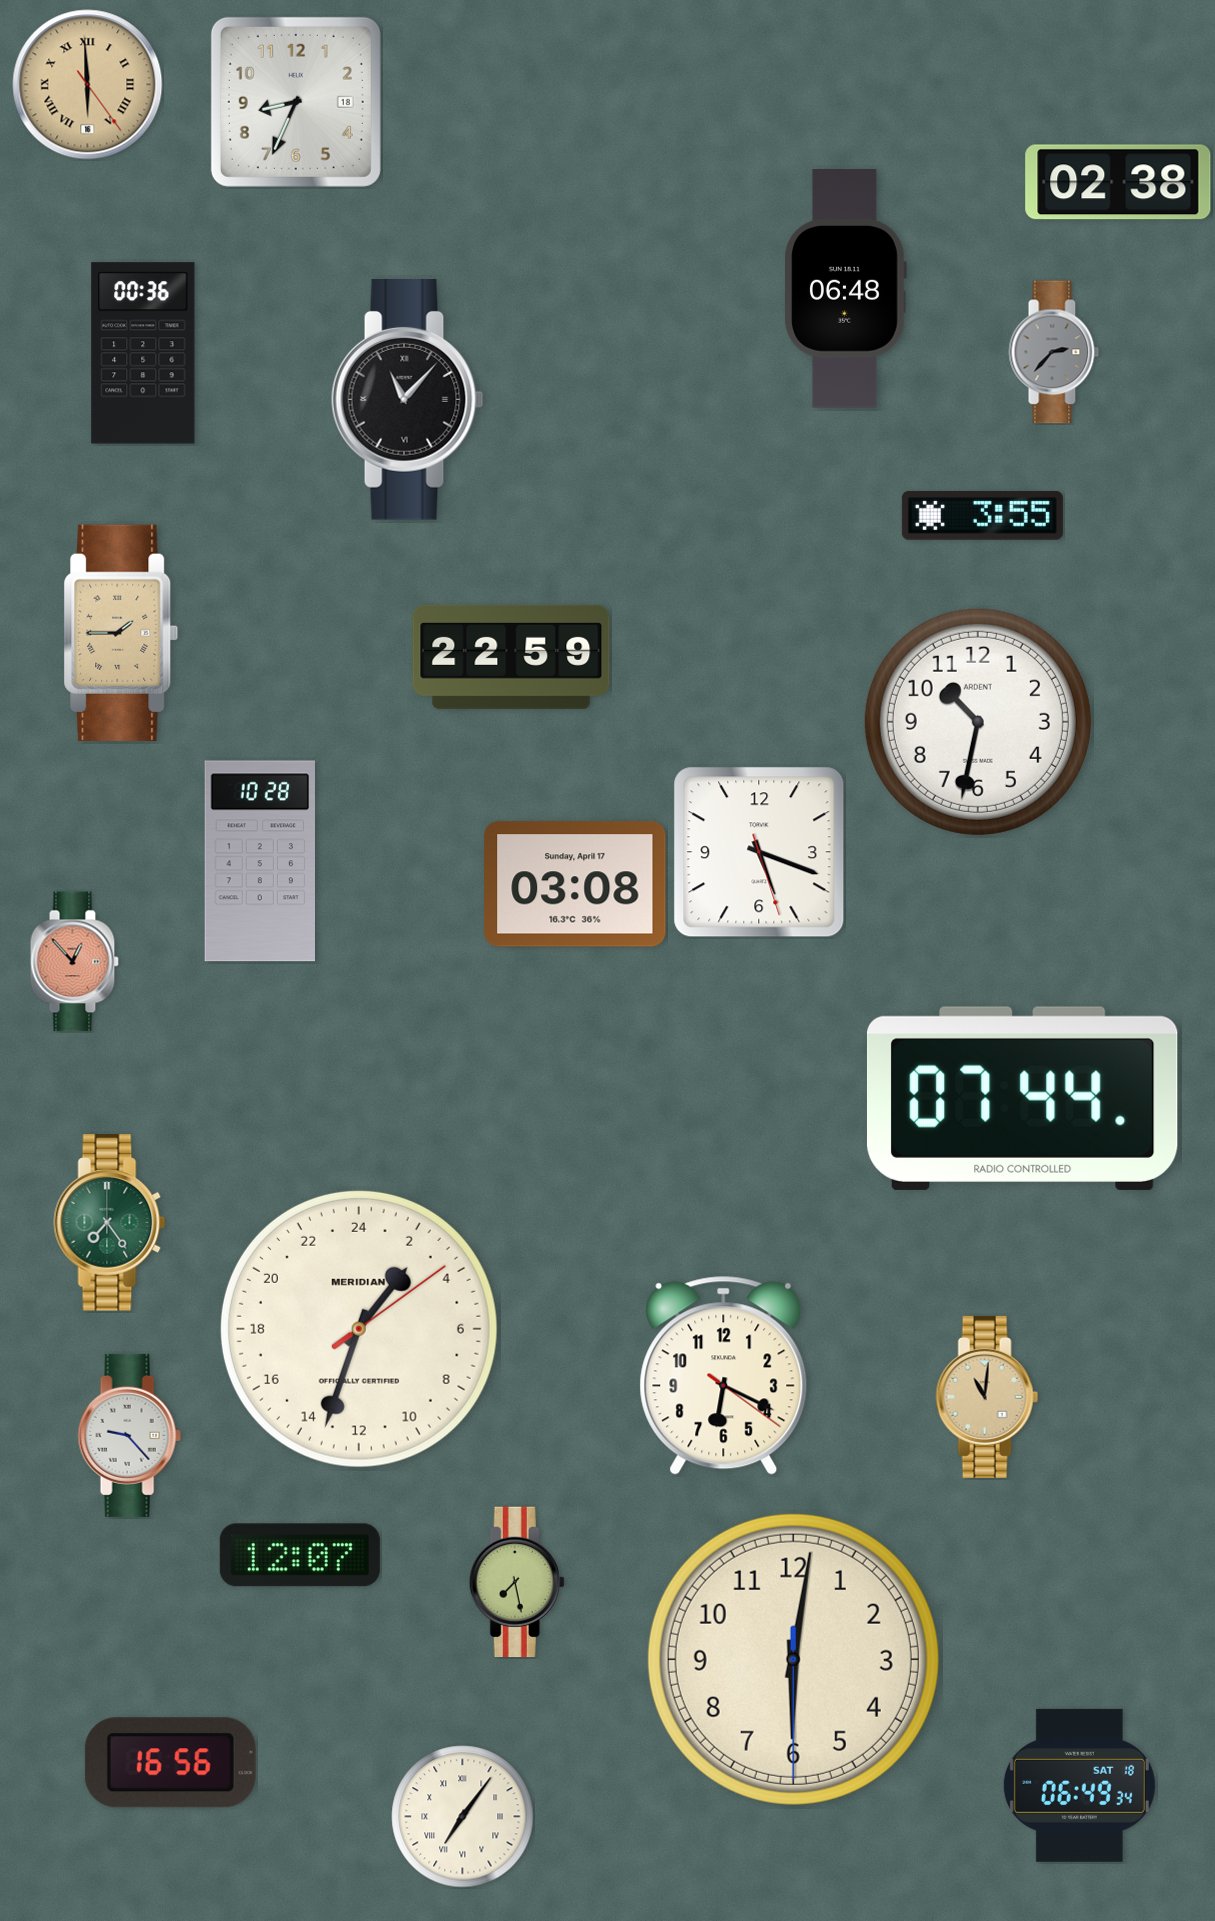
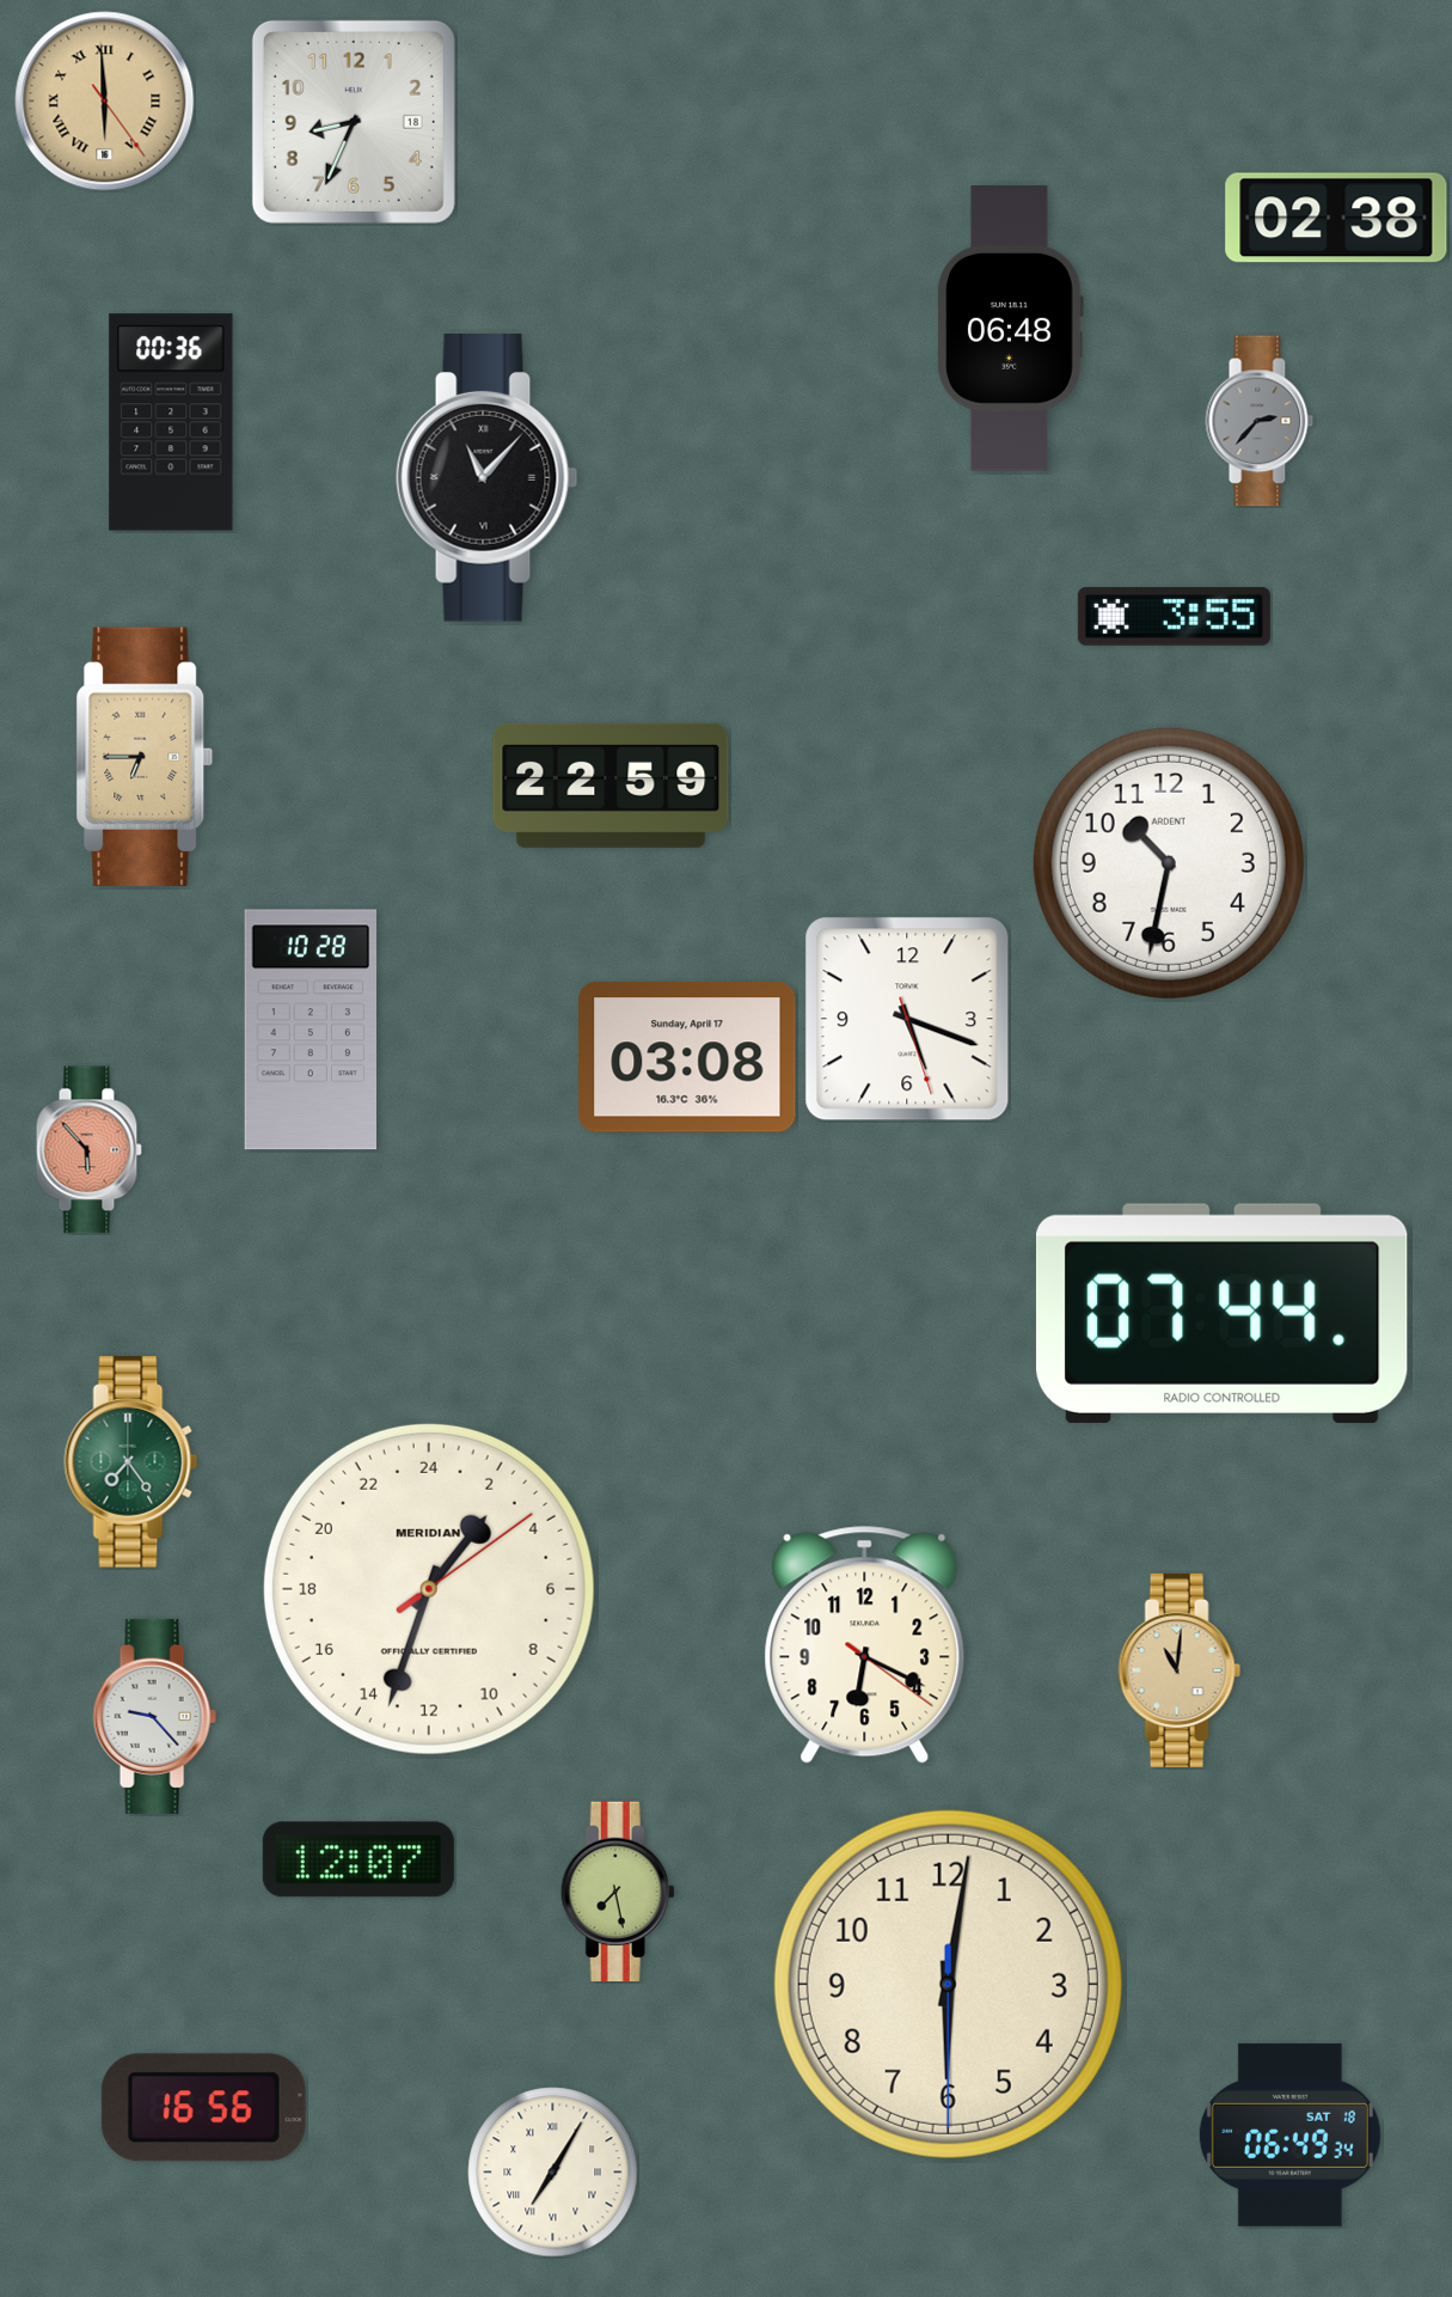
clock at (845, 289) position: (845, 289) -> (1010, 329)
clock at (121, 633): 1:45 -> 6:45
clock at (74, 962): 12:53 -> 5:53
clock at (463, 1817): 7:06 -> 7:05
